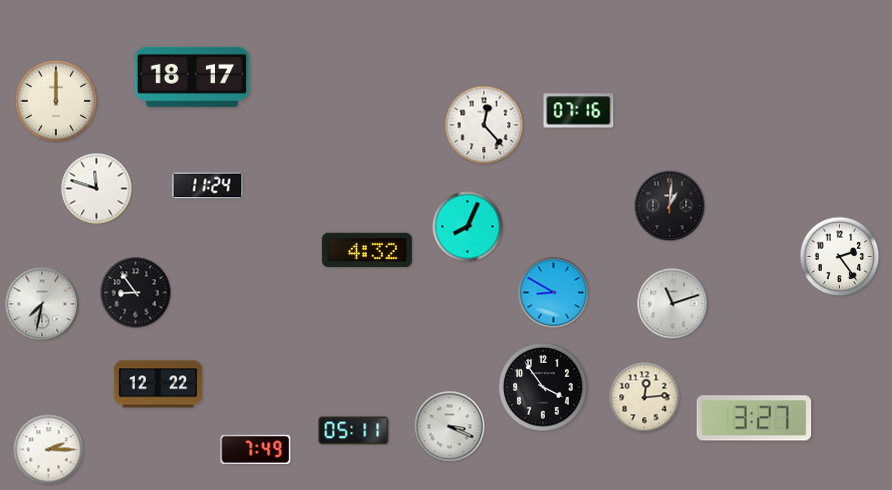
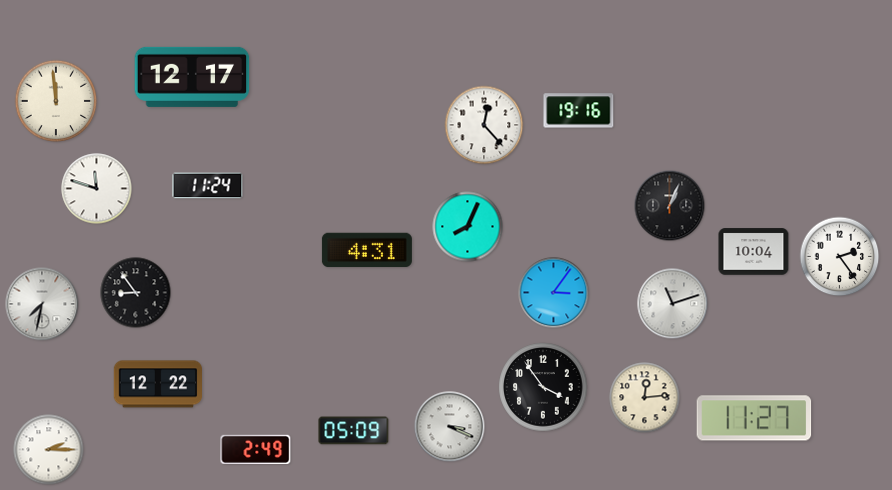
clock at (192, 77): 18:17 -> 12:17
clock at (56, 101): 12:00 -> 11:59
clock at (579, 111): 07:16 -> 19:16
clock at (670, 206): 1:01 -> 1:04
clock at (367, 250): 4:32 -> 4:31
clock at (754, 252): none -> 10:04
clock at (554, 293): 8:50 -> 3:06
clock at (754, 418): 3:27 -> 11:27
clock at (354, 431): 05:11 -> 05:09
clock at (256, 449): 7:49 -> 2:49
